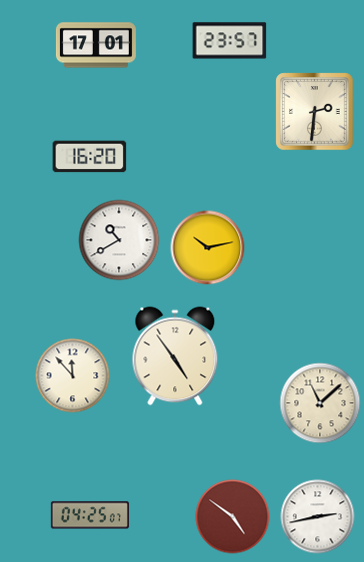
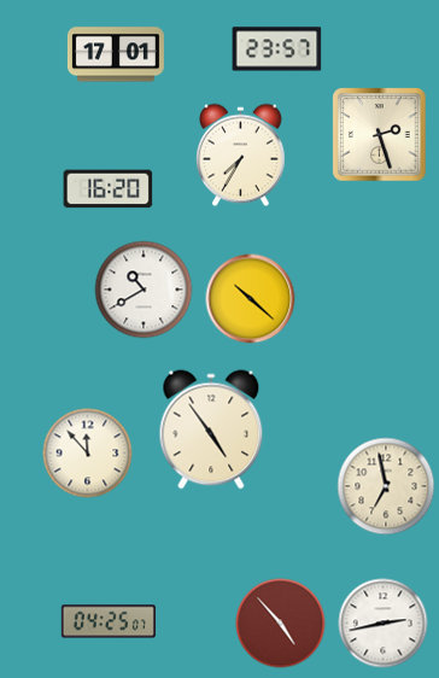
clock at (315, 112): 2:31 -> 2:27
clock at (241, 156): none -> 7:35
clock at (208, 248): 10:13 -> 10:22
clock at (320, 403): 11:08 -> 6:58
clock at (233, 517): 4:51 -> 4:53
